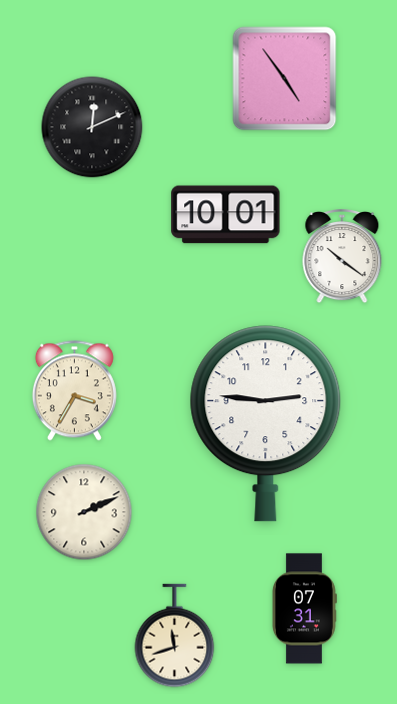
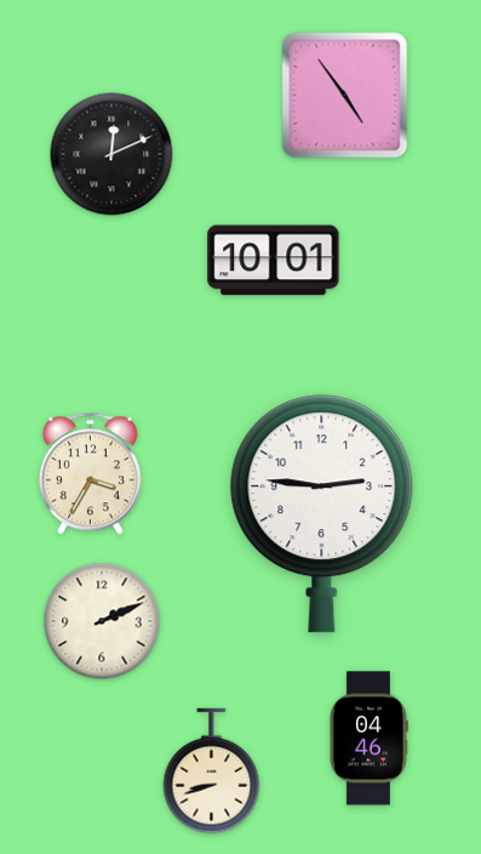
clock at (342, 257): 10:21 -> none
clock at (304, 609): 07:31 -> 04:46
clock at (175, 636): 11:42 -> 8:42
